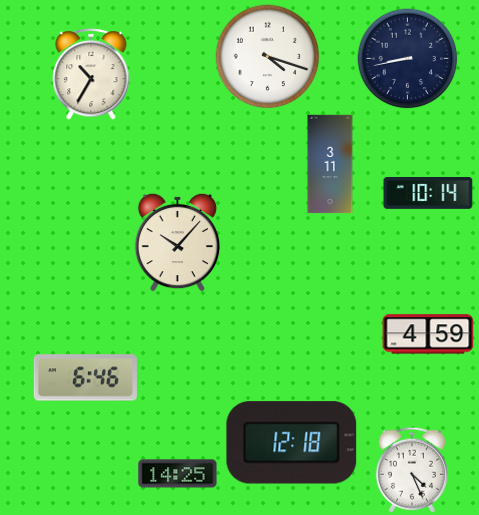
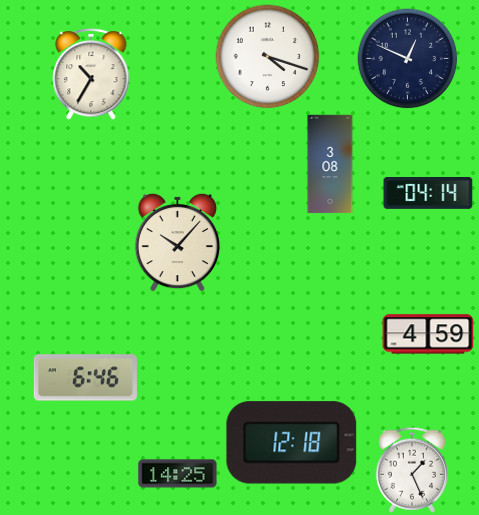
clock at (408, 59): 8:43 -> 12:49
clock at (330, 164): 3:11 -> 3:08
clock at (428, 194): 10:14 -> 04:14
clock at (412, 470): 4:26 -> 1:26
